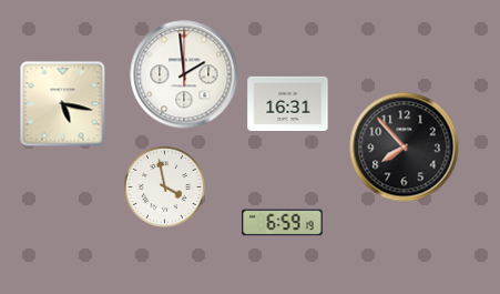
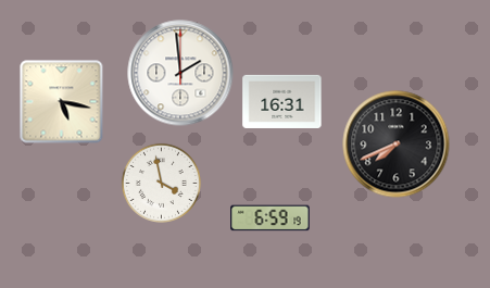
clock at (405, 148): 7:53 -> 7:41
clock at (283, 223) position: (283, 223) -> (271, 218)
